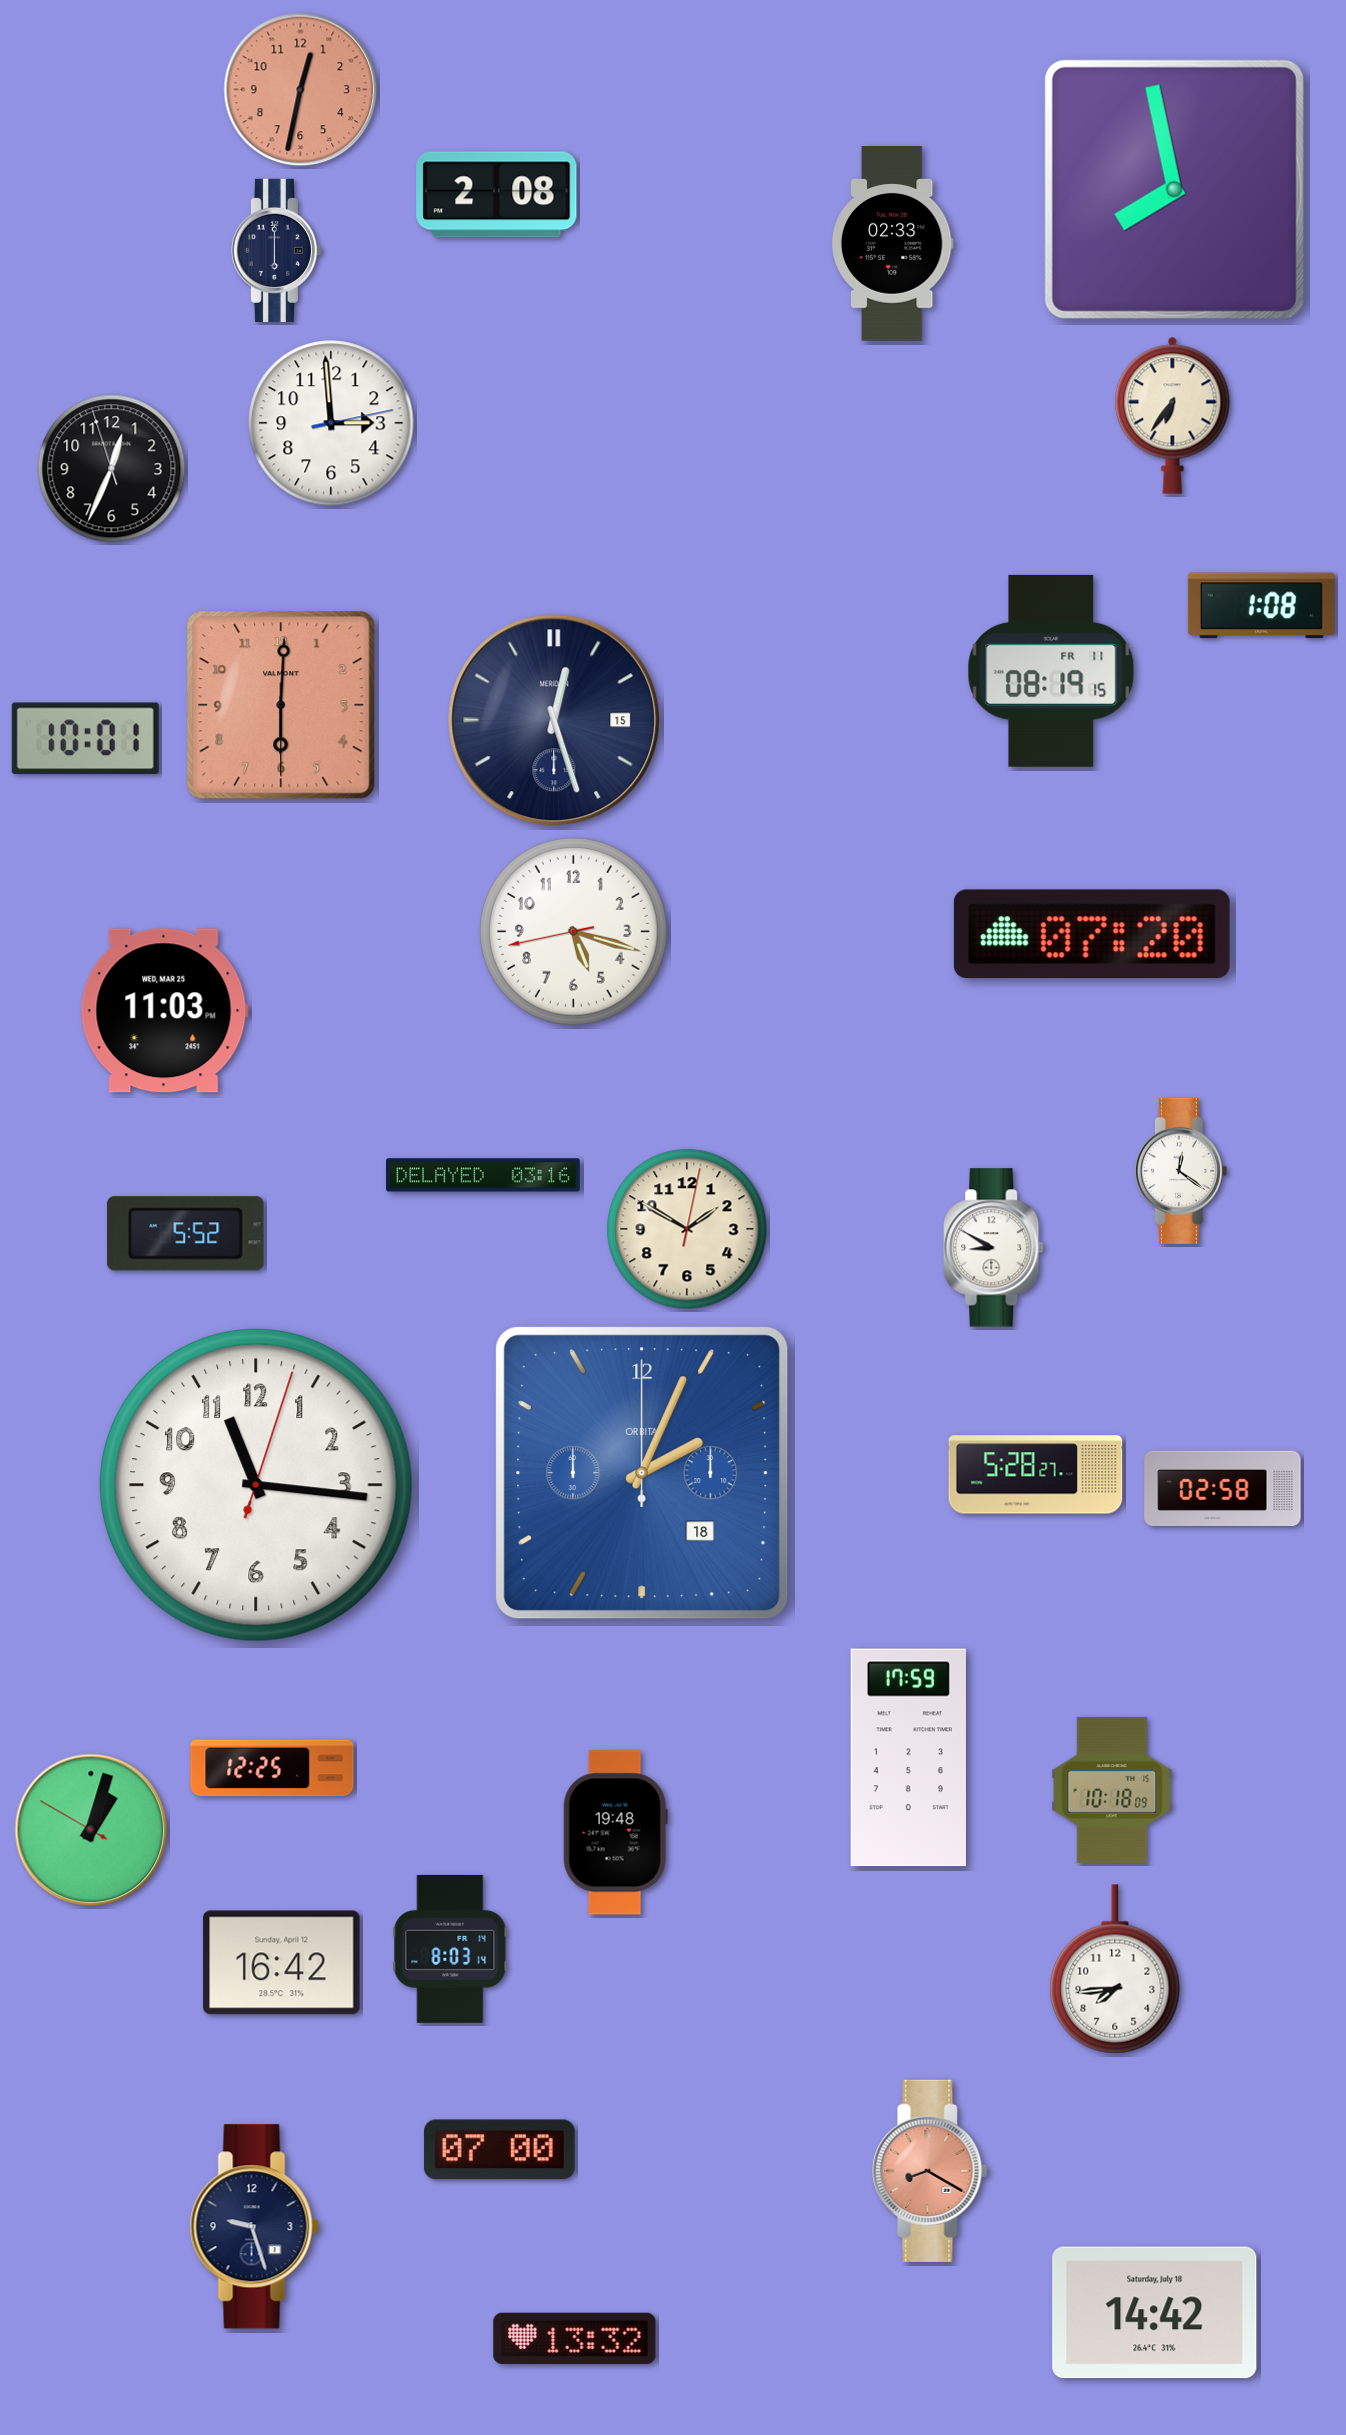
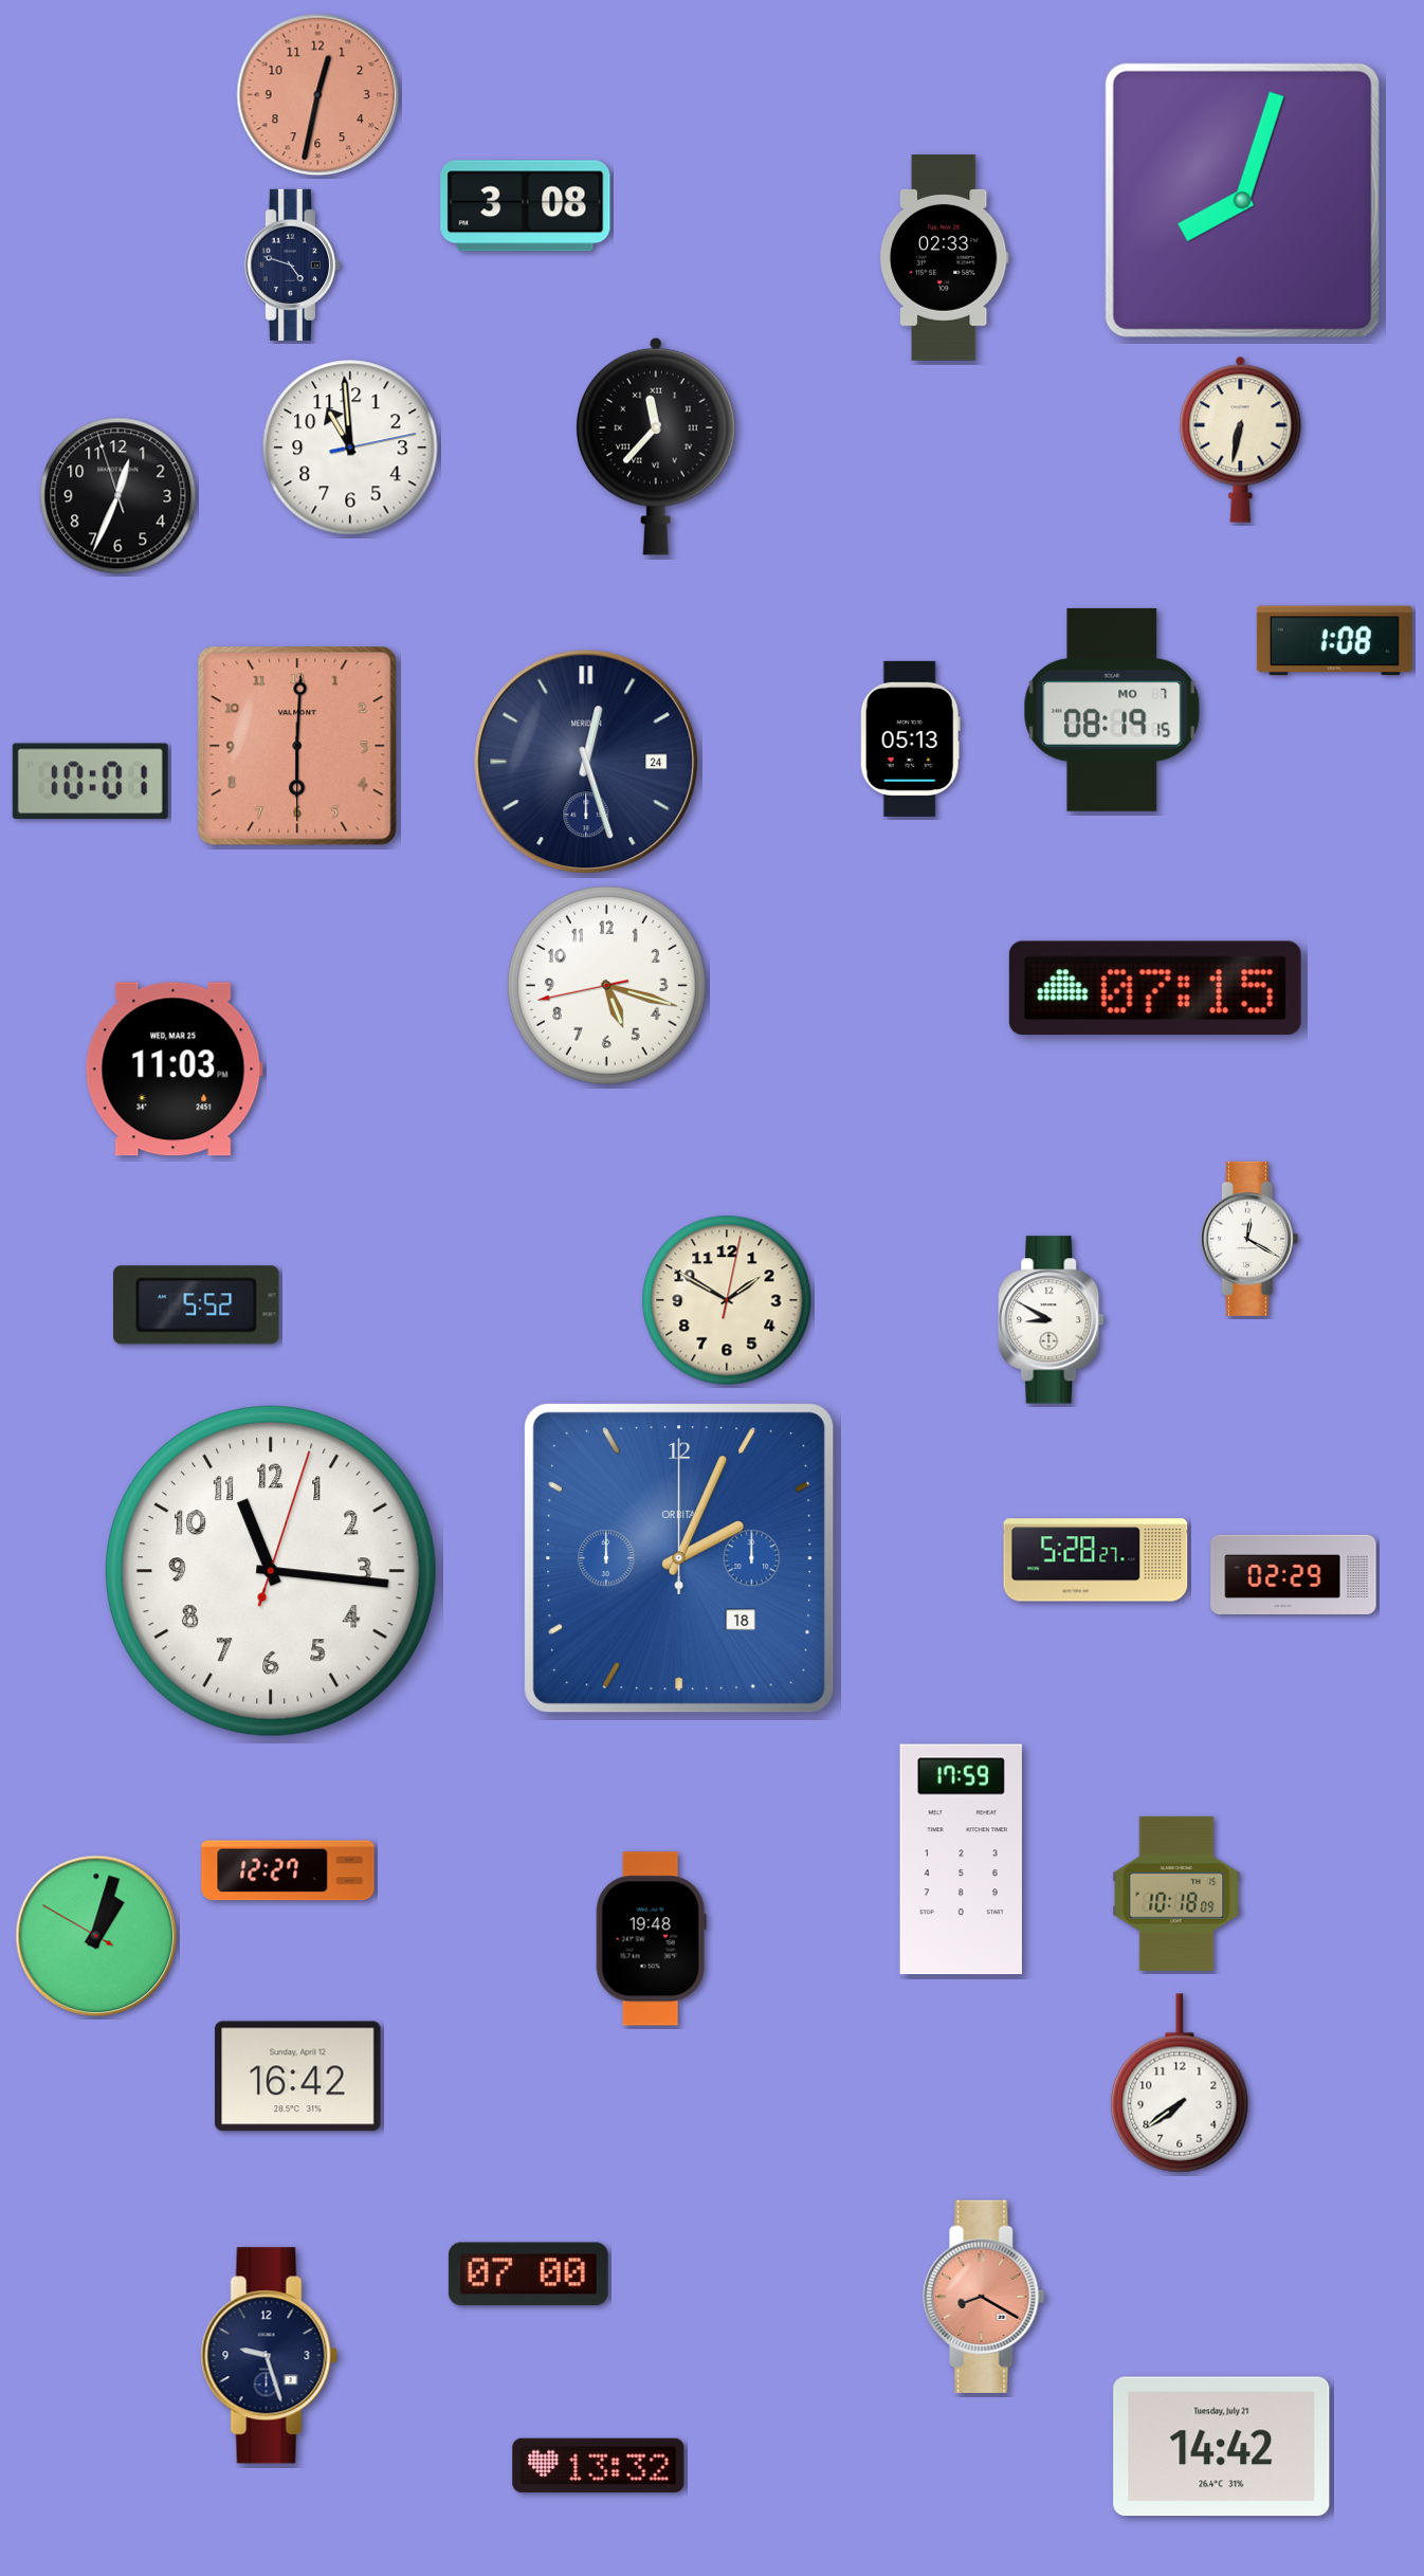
clock at (1174, 189): 7:58 -> 8:03
clock at (497, 195): 2:08 -> 3:08
clock at (276, 250): 6:00 -> 4:48
clock at (1173, 415): 6:36 -> 6:32
clock at (656, 446): none -> 11:37
clock at (331, 423): 2:59 -> 10:59
clock at (1051, 671) date: FR 11 -> MO 7
clock at (910, 738): none -> 05:13
clock at (554, 720) date: 15 -> 24
clock at (1092, 934): 07:20 -> 07:15
clock at (1181, 1171): 12:21 -> 12:20
clock at (483, 1175): 03:16 -> none
clock at (1223, 1488): 02:58 -> 02:29
clock at (272, 1768): 12:25 -> 12:27
clock at (450, 1949): 8:03 -> none
clock at (1115, 1969): 7:44 -> 7:39
clock at (1155, 2313) date: Saturday, July 18 -> Tuesday, July 21
clock at (575, 2338) position: (575, 2338) -> (599, 2465)
